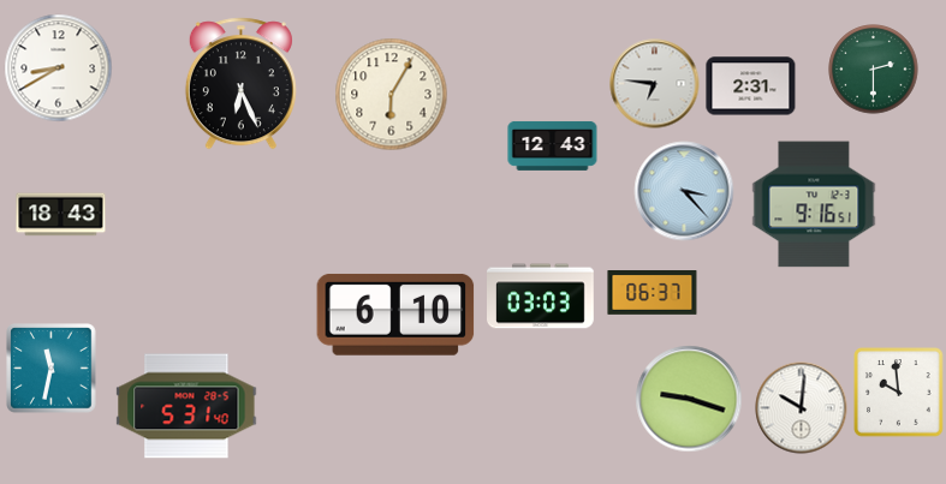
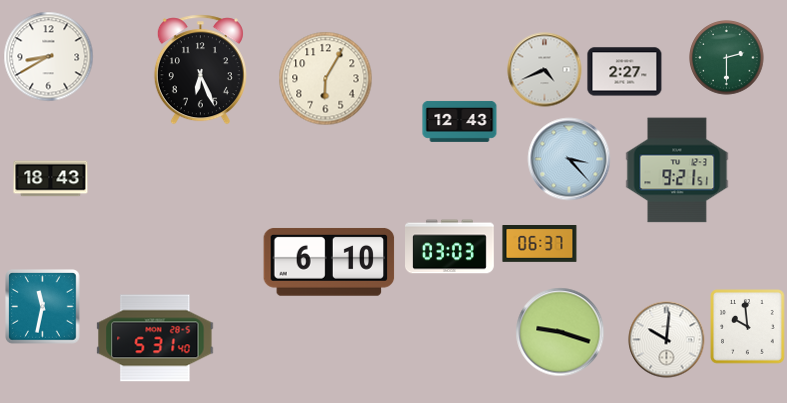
clock at (655, 84): 6:46 -> 4:41
clock at (751, 86): 2:31 -> 2:27
clock at (814, 204): 9:16 -> 9:21
clock at (653, 293) position: (653, 293) -> (540, 244)
clock at (689, 399) position: (689, 399) -> (560, 332)
